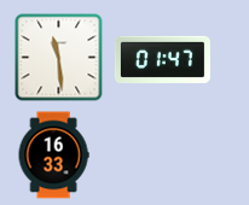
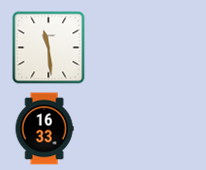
clock at (162, 59): 01:47 -> none
